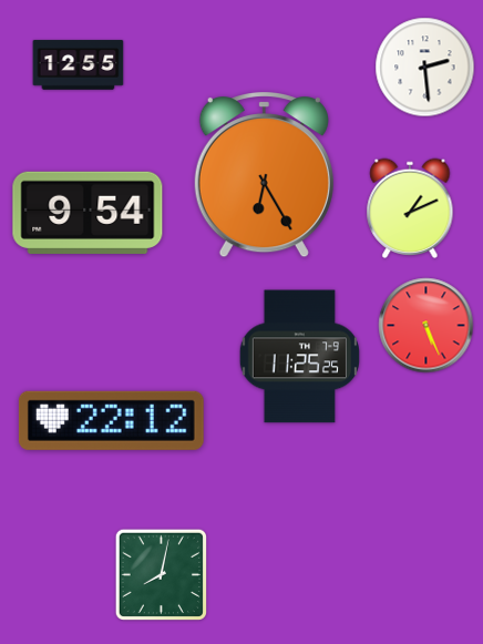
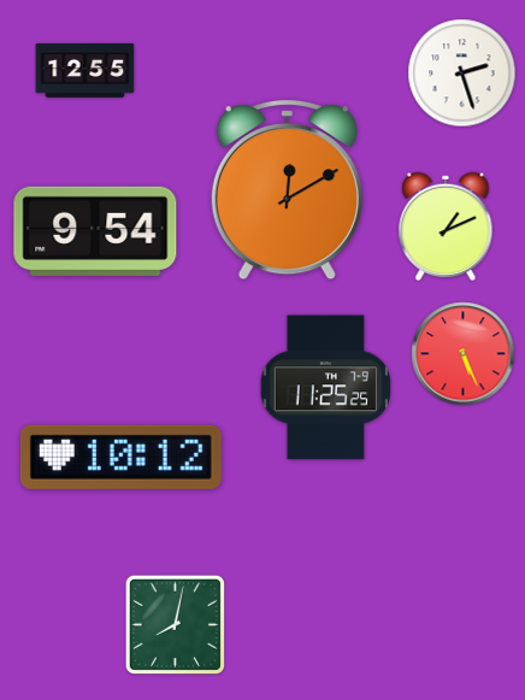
clock at (425, 68): 2:29 -> 2:27
clock at (264, 175): 6:25 -> 12:10
clock at (111, 420): 22:12 -> 10:12
